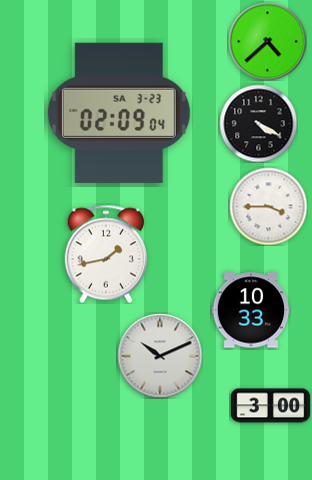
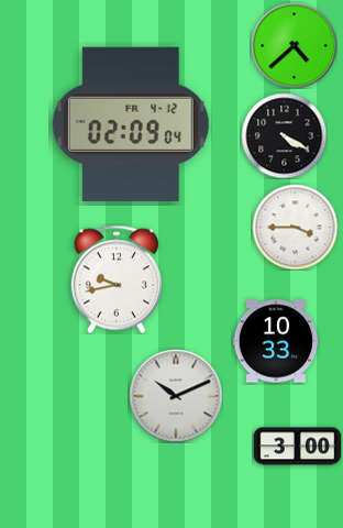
clock at (119, 113) date: SA 3-23 -> FR 4-12
clock at (105, 254): 1:43 -> 9:43
clock at (160, 356) position: (160, 356) -> (176, 396)
